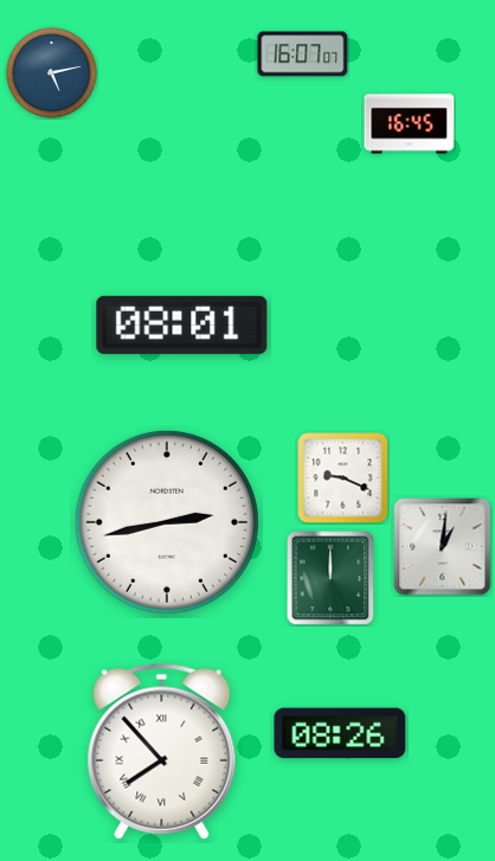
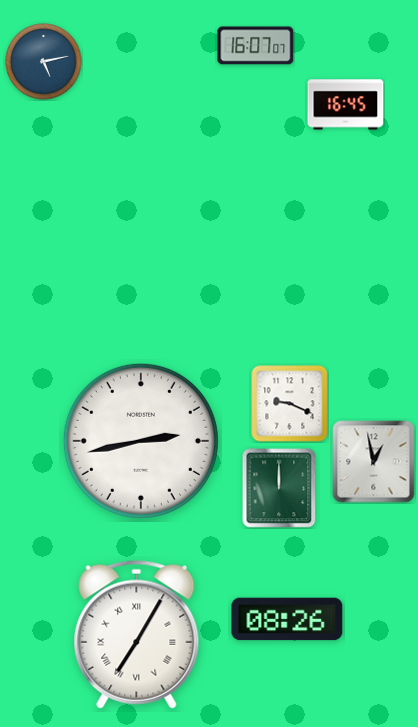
clock at (182, 325): 08:01 -> none
clock at (443, 547): 1:01 -> 12:58
clock at (162, 751): 7:53 -> 7:05
